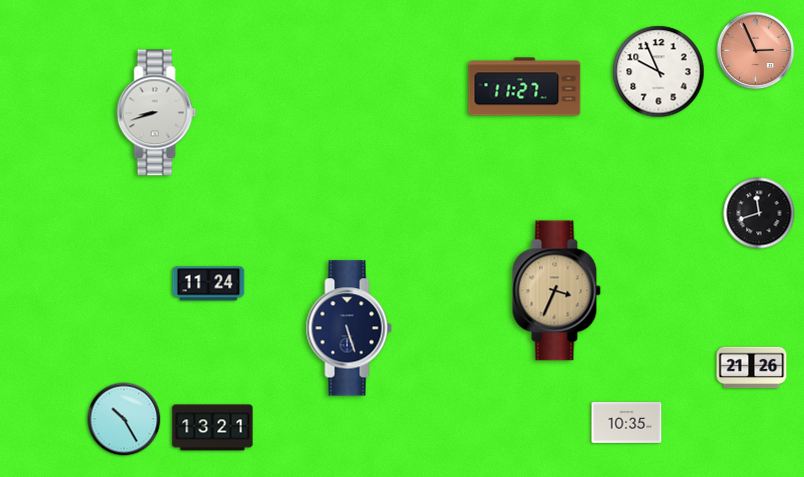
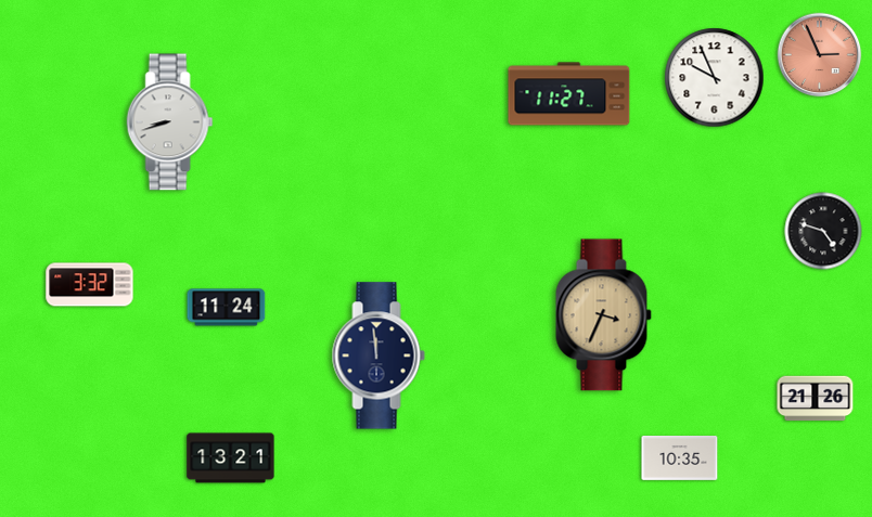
clock at (759, 213): 11:42 -> 4:48
clock at (90, 285): none -> 3:32
clock at (349, 328): 5:27 -> 11:59
clock at (124, 419): 10:25 -> none
clock at (213, 428) position: (213, 428) -> (231, 458)
